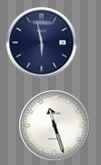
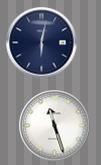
clock at (42, 43): 5:58 -> 6:02
